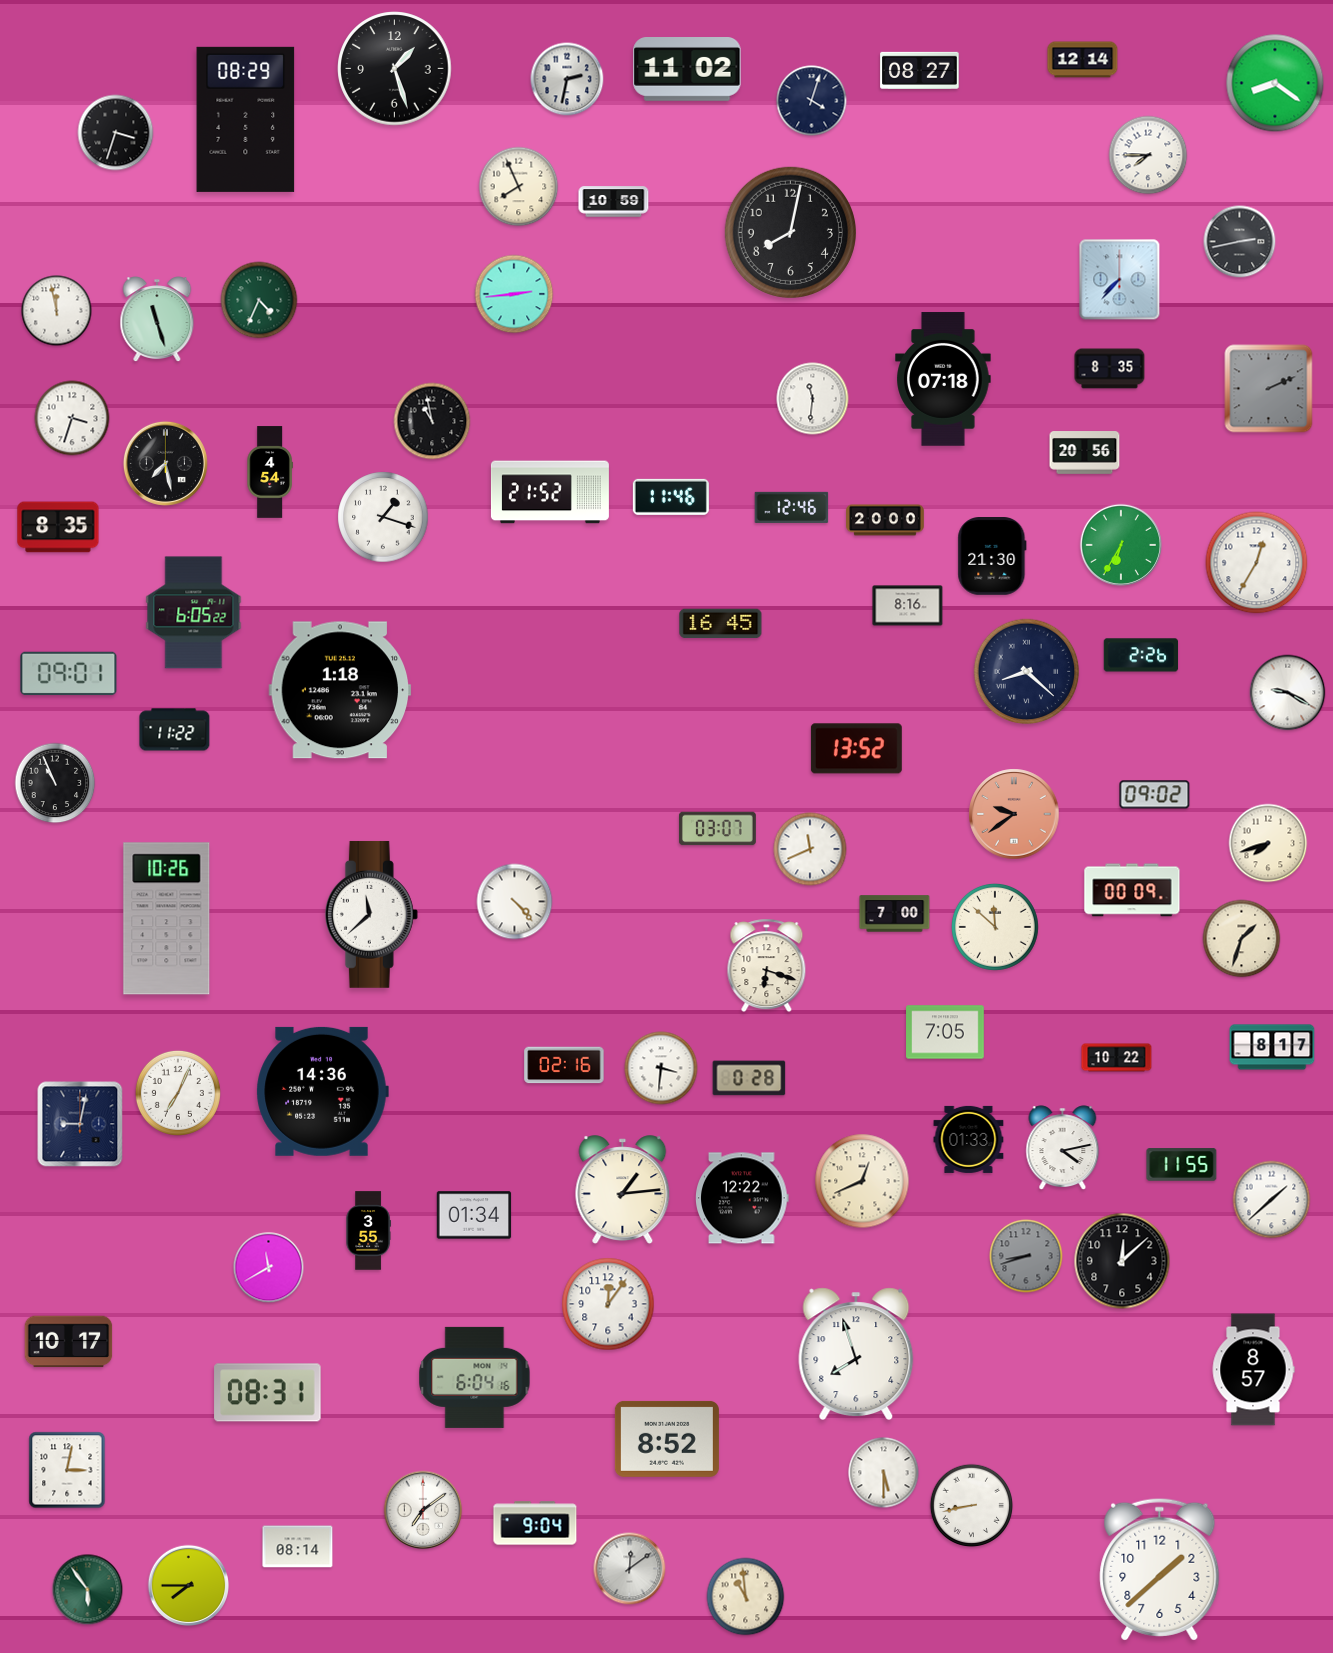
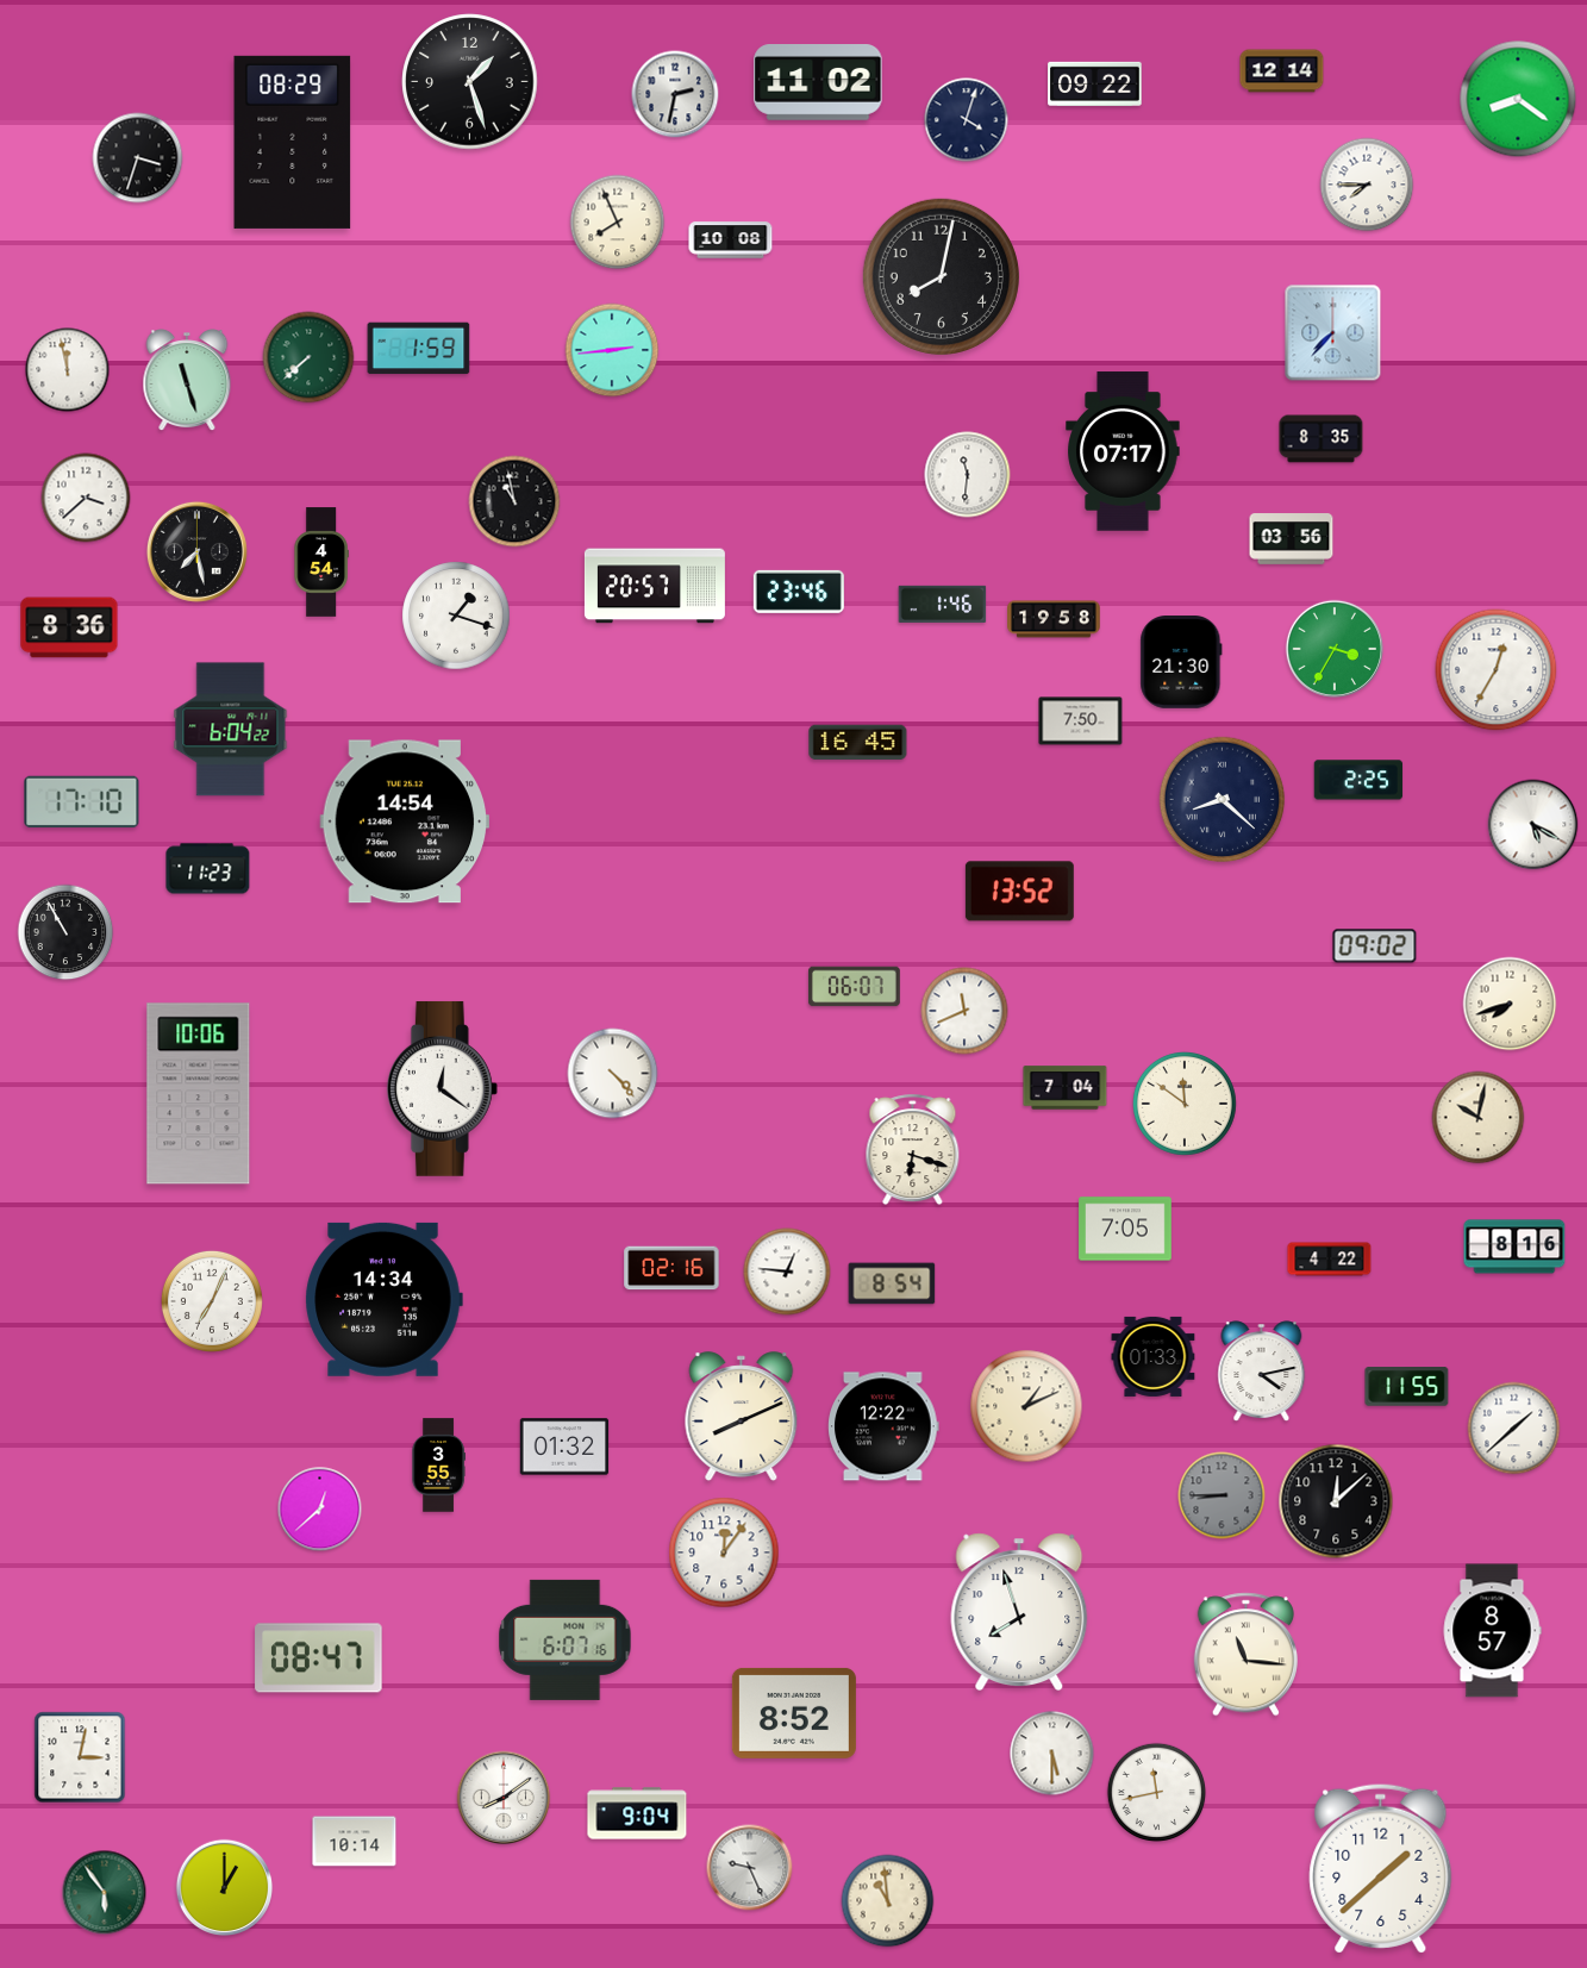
clock at (1083, 60) position: (1083, 60) -> (1282, 71)
clock at (920, 70): 08:27 -> 09:22
clock at (614, 202): 10:59 -> 10:08
clock at (1240, 242): 2:43 -> none
clock at (419, 349): none -> 1:59
clock at (259, 300): 4:34 -> 7:38
clock at (943, 379): 07:18 -> 07:17
clock at (1269, 389): 2:11 -> none
clock at (72, 418): 3:33 -> 3:38
clock at (1085, 453): 20:56 -> 03:56
clock at (550, 492): 21:52 -> 20:57
clock at (671, 497): 11:46 -> 23:46
clock at (792, 507): 12:46 -> 1:46
clock at (885, 520): 20:00 -> 19:58
clock at (58, 527): 8:35 -> 8:36
clock at (1121, 545): 6:35 -> 3:35
clock at (908, 606): 8:16 -> 7:50
clock at (194, 613): 6:05 -> 6:04
clock at (1141, 655): 2:26 -> 2:25
clock at (69, 674): 09:01 -> 17:10
clock at (340, 690): 1:18 -> 14:54
clock at (1288, 693): 9:20 -> 5:20
clock at (175, 730): 11:22 -> 11:23
clock at (55, 783): 10:56 -> 10:55
clock at (1014, 814): 9:39 -> none
clock at (717, 829): 03:07 -> 06:07
clock at (1132, 890): 00:09 -> none
clock at (371, 914): 11:38 -> 12:21
clock at (895, 914): 7:00 -> 7:04
clock at (167, 919): 10:26 -> 10:06
clock at (995, 927): 11:52 -> 11:51
clock at (1242, 939): 1:33 -> 10:02
clock at (1272, 1047): 8:17 -> 8:16
clock at (1117, 1058): 10:22 -> 4:22
clock at (661, 1068): 3:31 -> 12:46
clock at (749, 1078): 0:28 -> 8:54
clock at (322, 1091): 14:36 -> 14:34
clock at (80, 1124): 9:02 -> none
clock at (1063, 1147) position: (1063, 1147) -> (1262, 1370)
clock at (862, 1181): 12:41 -> 1:11
clock at (623, 1189): 1:14 -> 8:11
clock at (474, 1215): 01:34 -> 01:32
clock at (1026, 1256): 8:42 -> 8:45
clock at (269, 1268): 11:40 -> 12:38
clock at (69, 1342): 10:17 -> none
clock at (475, 1377): 6:04 -> 6:07
clock at (1245, 1655): none -> 11:16
clock at (268, 1393): 08:31 -> 08:47
clock at (67, 1470) position: (67, 1470) -> (80, 1757)
clock at (972, 1506): 8:43 -> 11:43
clock at (423, 1510): 7:09 -> 8:09
clock at (298, 1547): 08:14 -> 10:14
clock at (630, 1569): 12:09 -> 9:26
clock at (188, 1585): 7:45 -> 1:00
